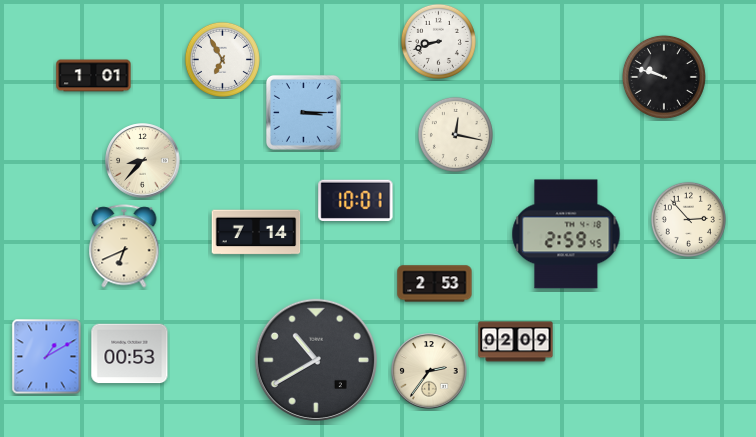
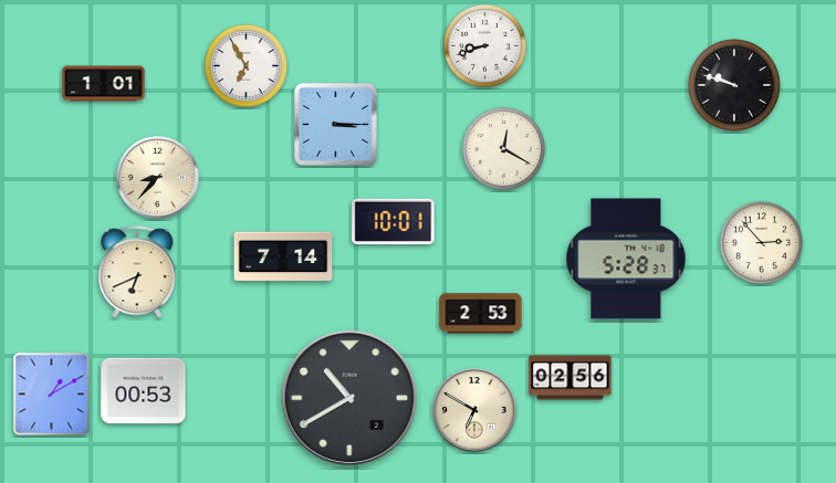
clock at (455, 134): 12:17 -> 12:20
clock at (566, 234): 2:59 -> 5:28
clock at (516, 342): 02:09 -> 02:56
clock at (429, 371): 2:36 -> 6:50
